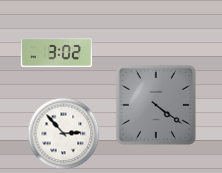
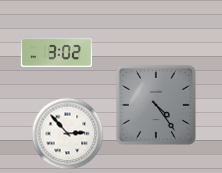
clock at (156, 105): 4:21 -> 4:24
clock at (64, 134) position: (64, 134) -> (68, 134)
